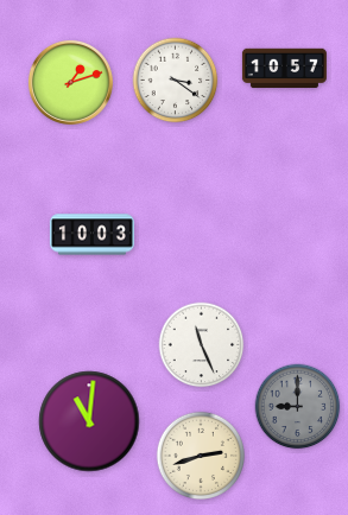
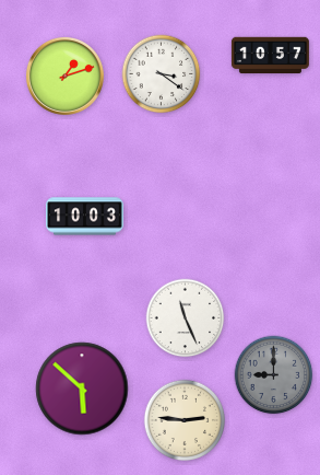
clock at (284, 69) position: (284, 69) -> (270, 56)
clock at (89, 421): 11:01 -> 5:52
clock at (200, 454): 2:42 -> 2:46
